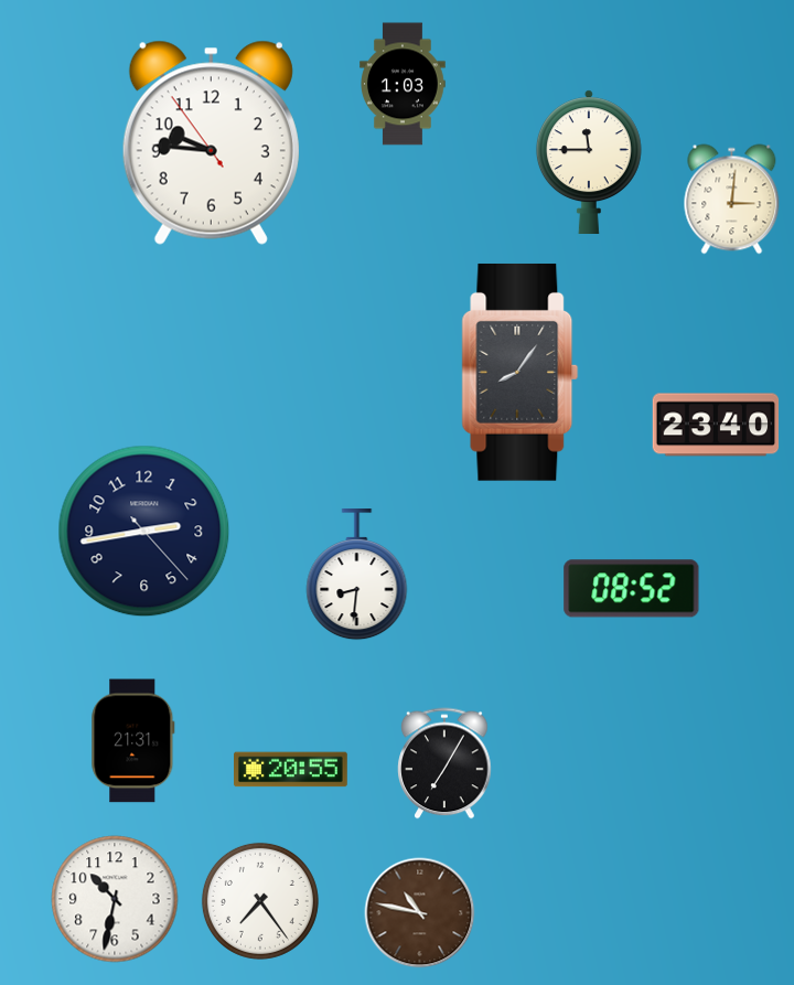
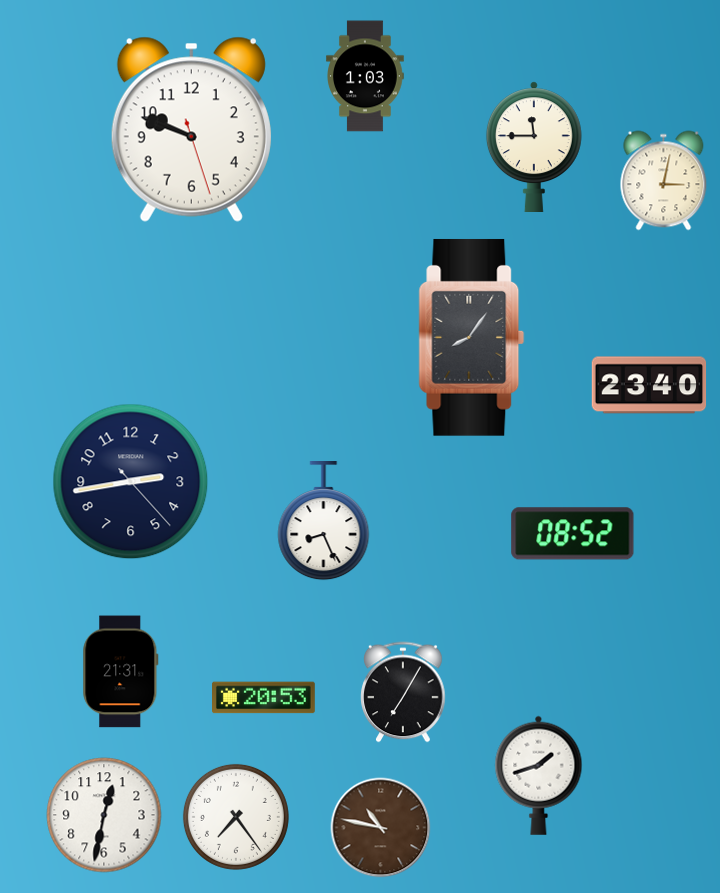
clock at (211, 142): 9:45 -> 9:48
clock at (732, 200): 3:01 -> 3:02
clock at (357, 576): 8:31 -> 8:26
clock at (291, 770): 20:55 -> 20:53
clock at (539, 775): none -> 1:42
clock at (115, 899): 10:32 -> 12:32
